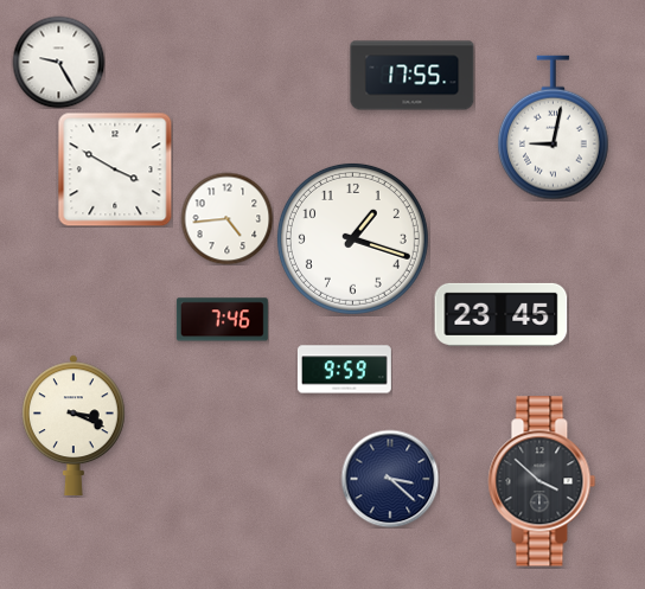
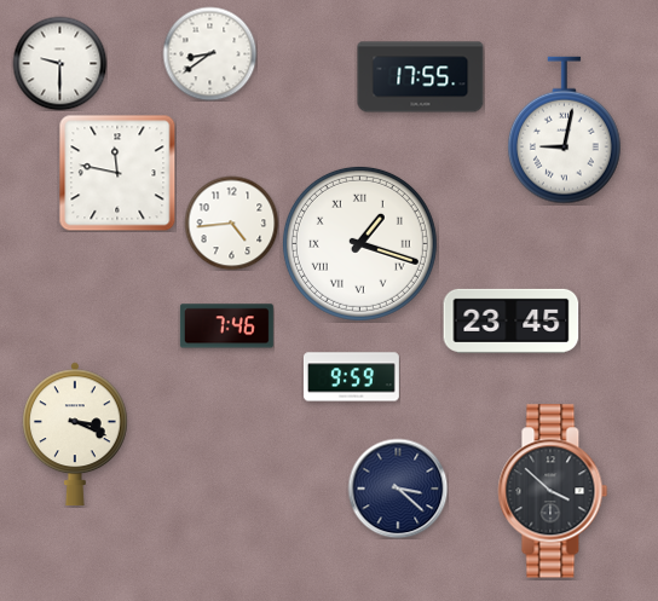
clock at (209, 53): none -> 8:39
clock at (58, 62): 9:25 -> 9:30
clock at (115, 169): 3:50 -> 11:47
clock at (352, 238) numerals: Arabic -> Roman
